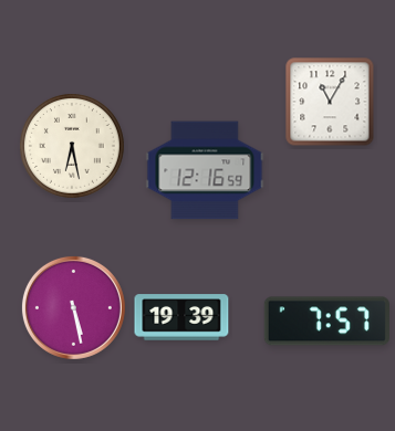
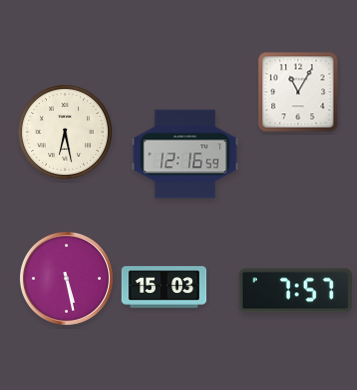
clock at (181, 317): 19:39 -> 15:03
